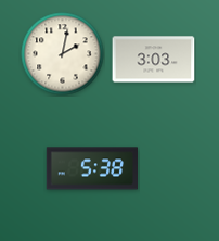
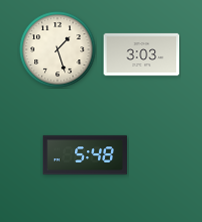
clock at (63, 54): 2:02 -> 1:27
clock at (91, 168): 5:38 -> 5:48
